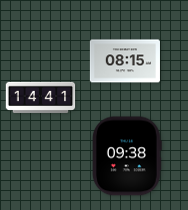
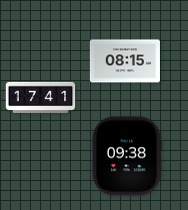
clock at (41, 97): 14:41 -> 17:41
